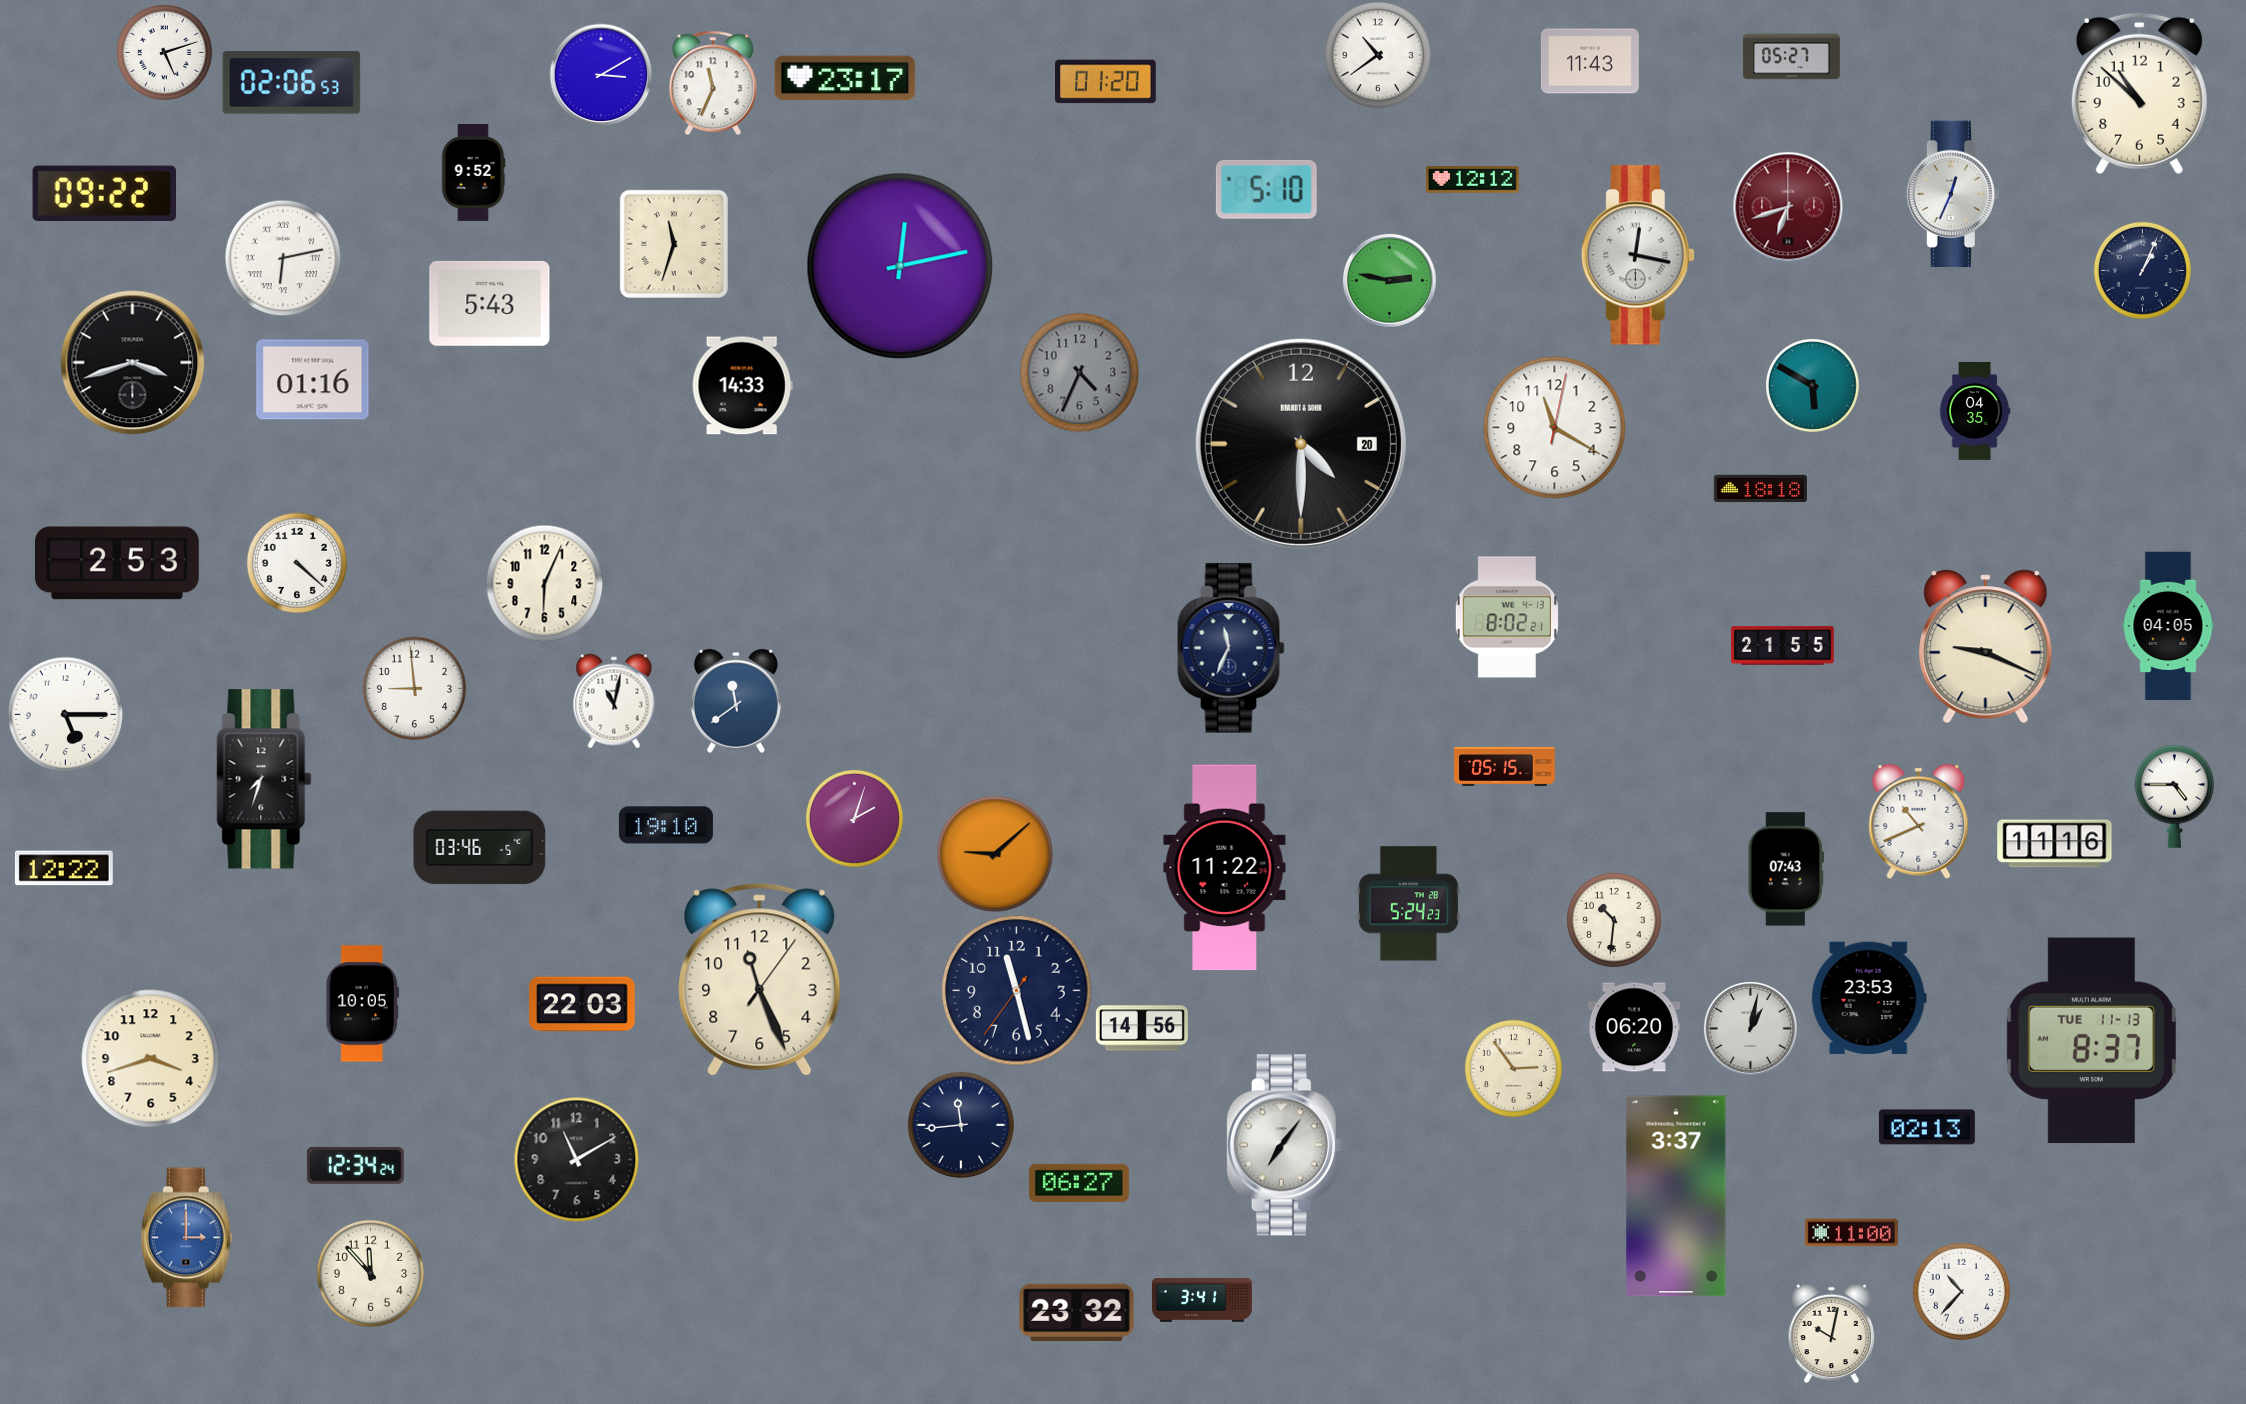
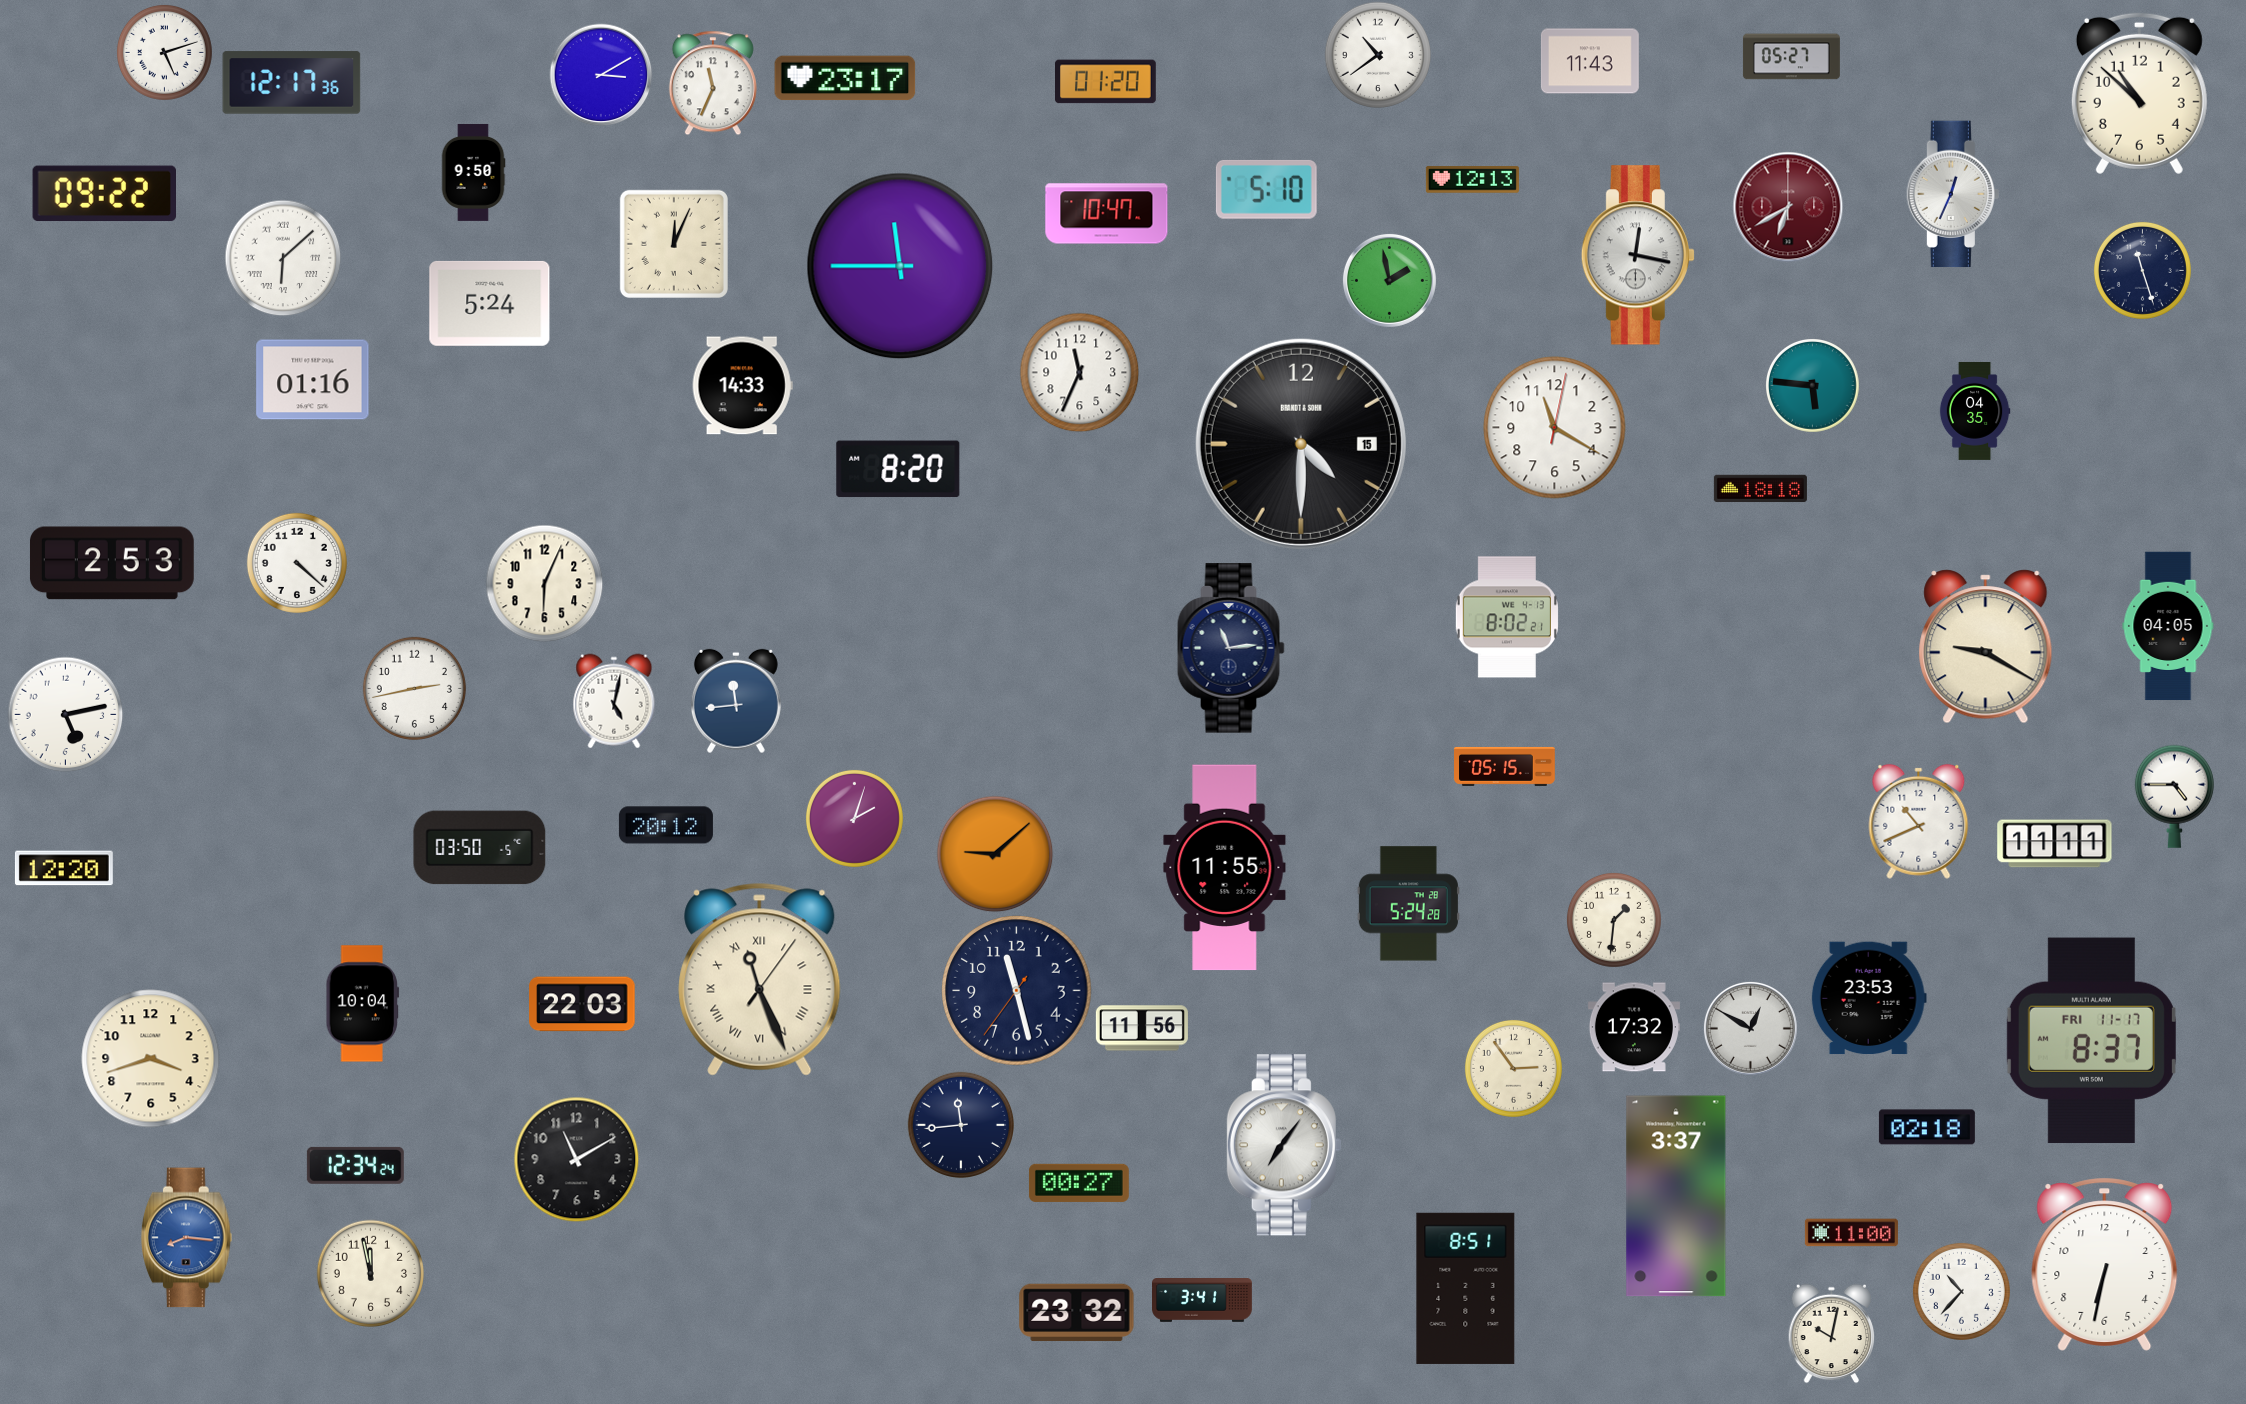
clock at (292, 83): 02:06 -> 12:17
clock at (473, 172): 9:52 -> 9:50
clock at (1472, 180): 12:12 -> 12:13
clock at (1788, 207): 6:42 -> 6:40
clock at (1107, 214): none -> 10:47
clock at (674, 244): 11:33 -> 12:04
clock at (283, 258): 6:13 -> 6:08
clock at (900, 266): 12:13 -> 11:45
clock at (2142, 270): 1:04 -> 11:27
clock at (1389, 280): 2:47 -> 1:58
clock at (490, 303): 5:43 -> 5:24
clock at (133, 363): 3:42 -> none
clock at (1079, 372): 4:34 -> 11:34
clock at (1079, 372) dial: grey -> white
clock at (1813, 386): 5:50 -> 5:46
clock at (1301, 444) date: 20 -> 15
clock at (898, 469): none -> 8:20
clock at (117, 563) position: (117, 563) -> (112, 563)
clock at (1783, 646): 21:55 -> none
clock at (1986, 647): 9:19 -> 9:20
clock at (1231, 648): 11:34 -> 11:14
clock at (414, 688): 8:59 -> 2:43
clock at (614, 701): 11:02 -> 5:02
clock at (736, 701): 11:39 -> 11:44
clock at (65, 714): 5:15 -> 5:13
clock at (264, 779): 7:33 -> none
clock at (666, 825): 19:10 -> 20:12
clock at (2055, 844): 11:16 -> 11:11
clock at (480, 848): 03:46 -> 03:50
clock at (64, 868): 12:22 -> 12:20
clock at (1225, 868): 11:22 -> 11:55
clock at (1785, 869): 07:43 -> none
clock at (1408, 904): 5:24:23 -> 5:24:28
clock at (1614, 920): 10:31 -> 1:31
clock at (760, 979) numerals: Arabic -> Roman
clock at (363, 1004): 10:05 -> 10:04
clock at (1634, 1027): 06:20 -> 17:32
clock at (1142, 1028): 14:56 -> 11:56
clock at (1750, 1028): 1:02 -> 12:50
clock at (2091, 1041) date: TUE 11-13 -> FRI 11-17
clock at (1927, 1127): 02:13 -> 02:18
clock at (1079, 1183): 06:27 -> 00:27
clock at (186, 1238): 3:00 -> 8:16
clock at (2105, 1264): none -> 6:32
clock at (370, 1273): 11:53 -> 11:58
clock at (1466, 1288): none -> 8:51
